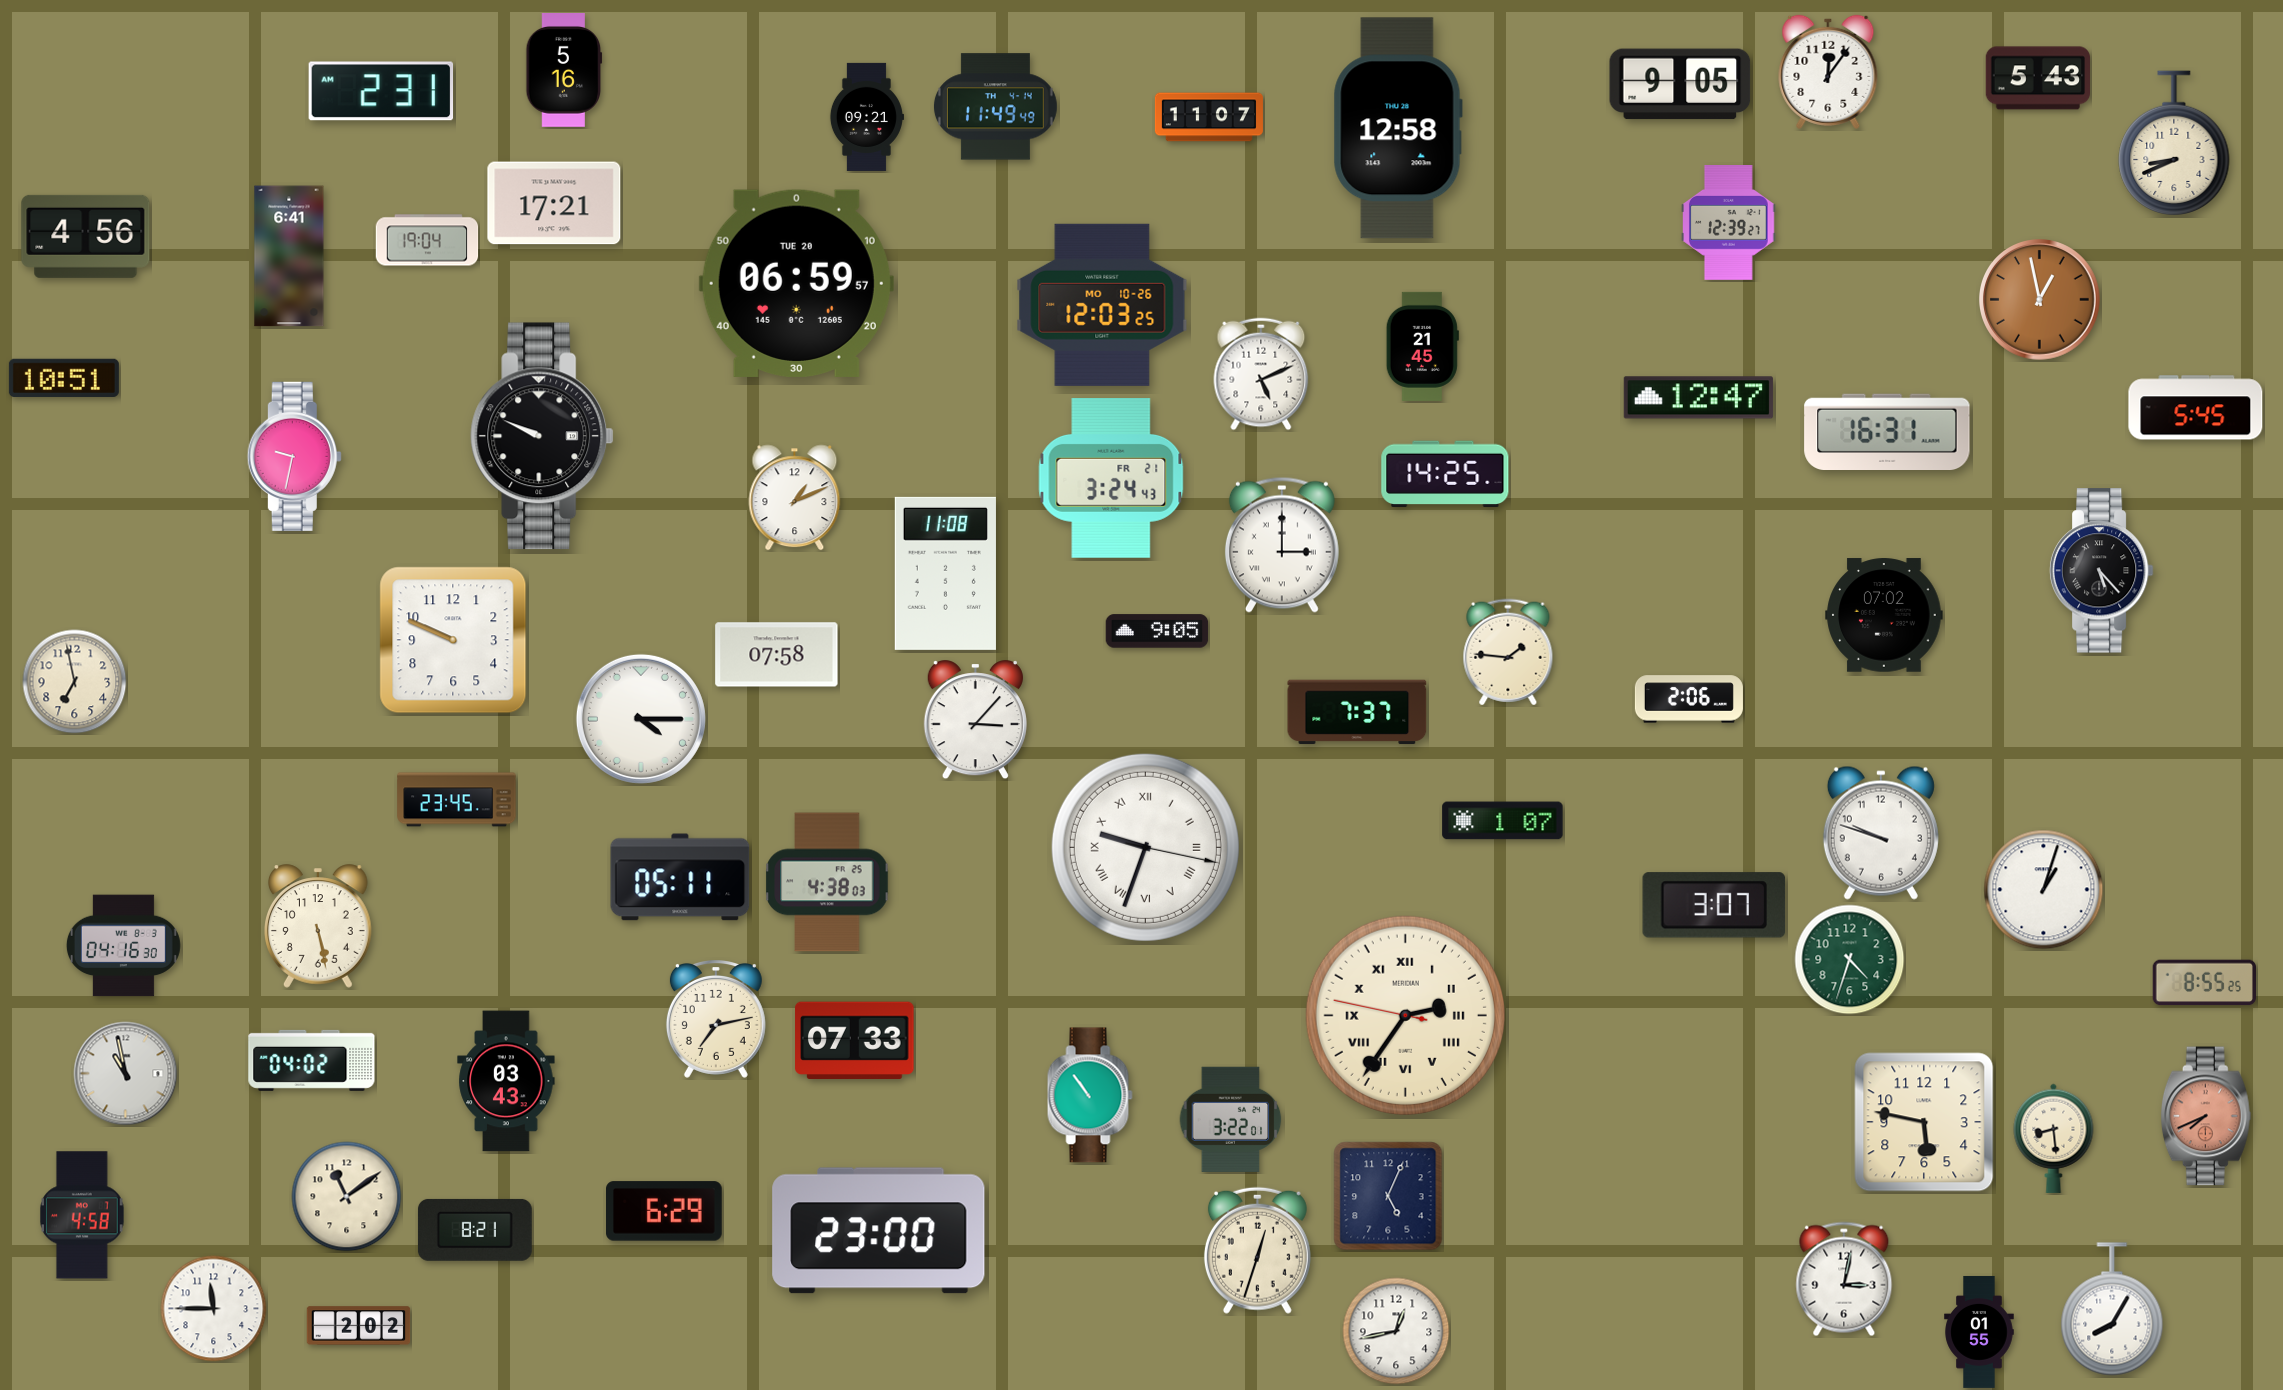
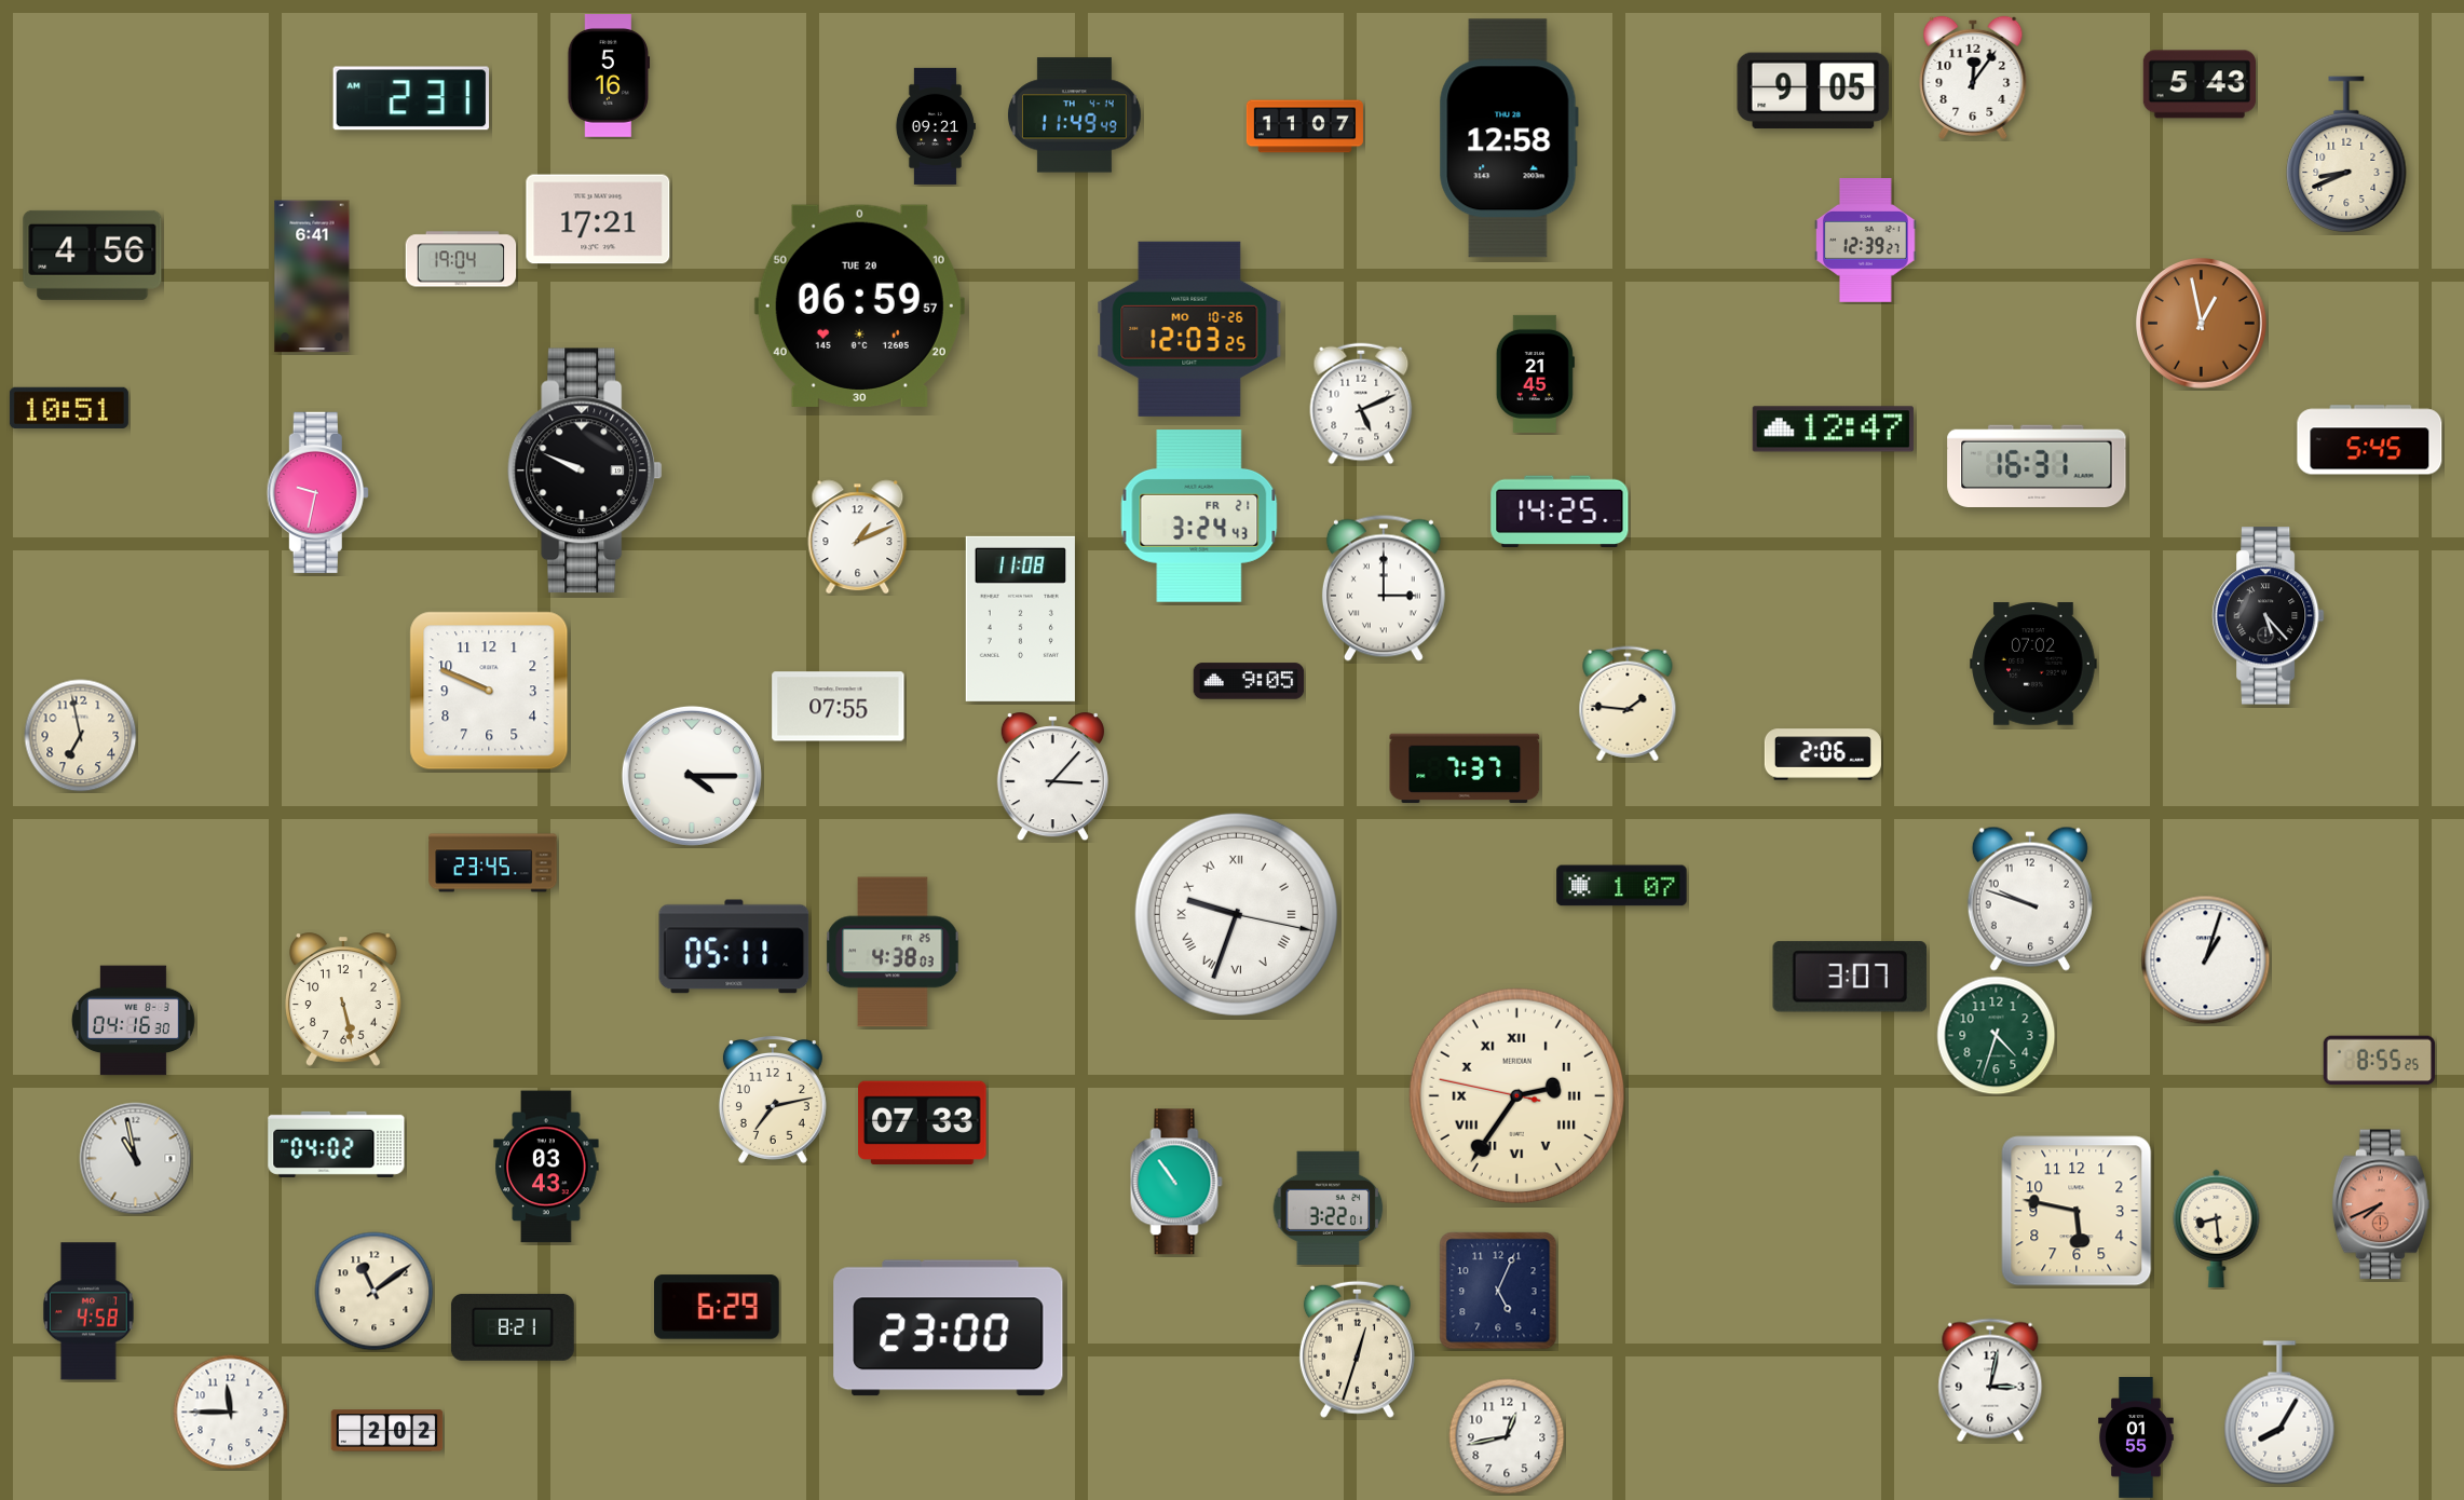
clock at (777, 655): 07:58 -> 07:55
